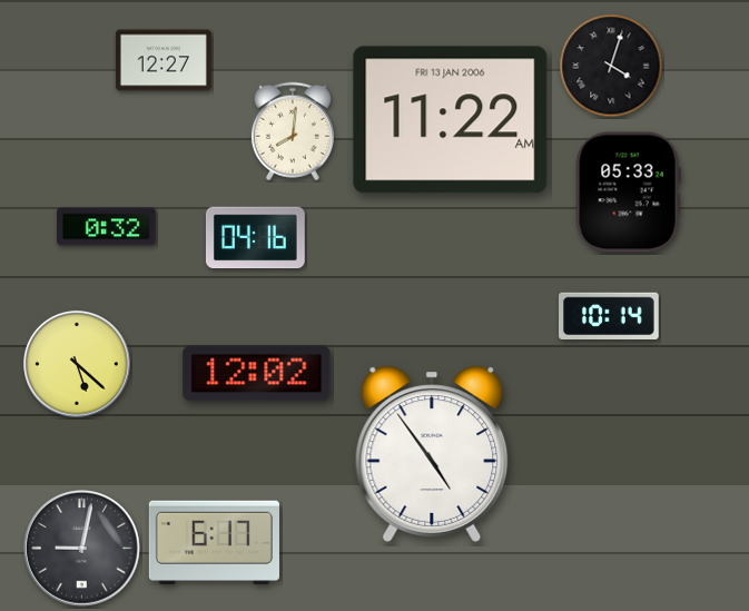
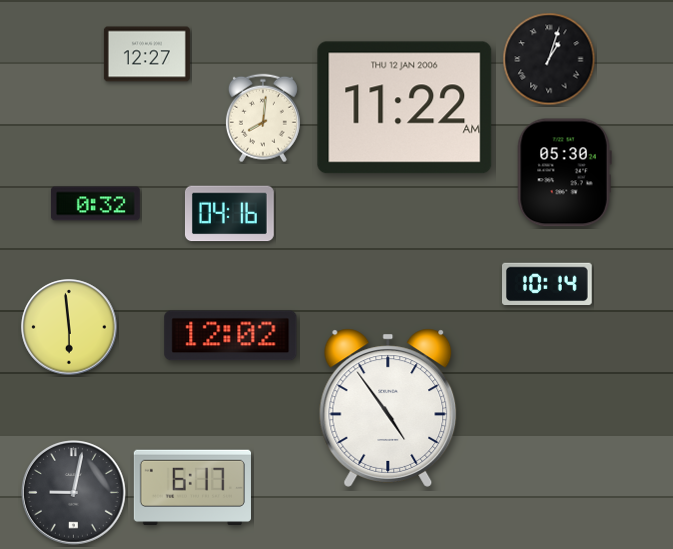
clock at (611, 66): 4:03 -> 1:03
clock at (451, 120) date: FRI 13 JAN 2006 -> THU 12 JAN 2006
clock at (628, 193): 05:33 -> 05:30
clock at (77, 364): 5:22 -> 5:59
